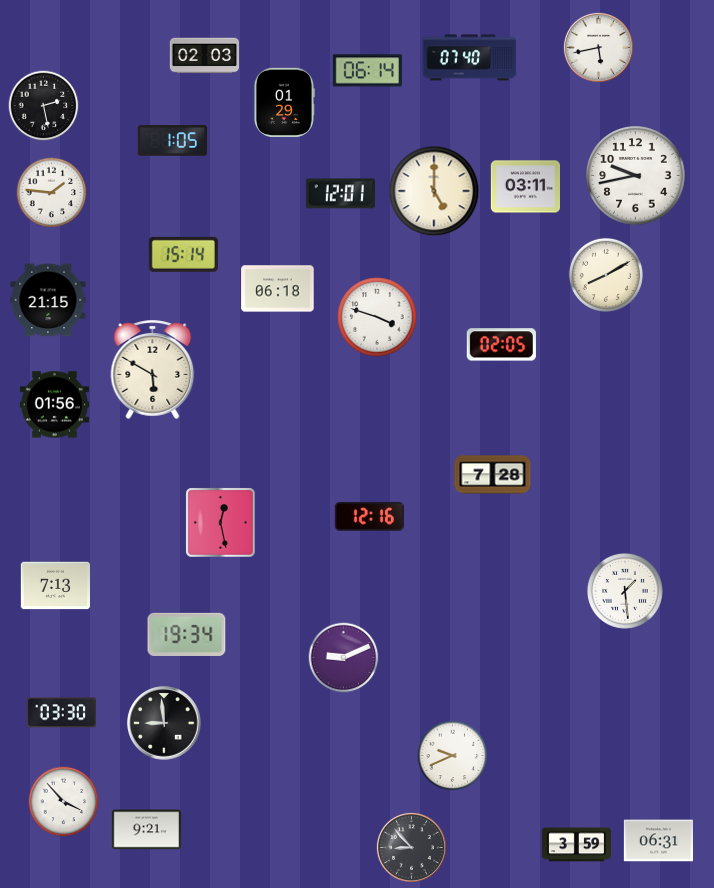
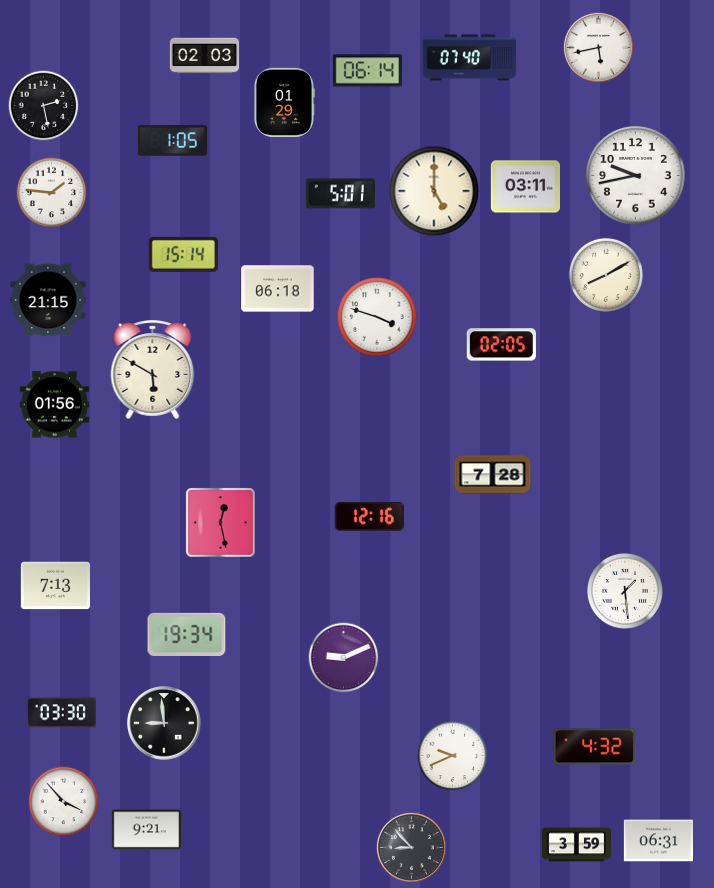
clock at (340, 194): 12:01 -> 5:01
clock at (595, 747): none -> 4:32
